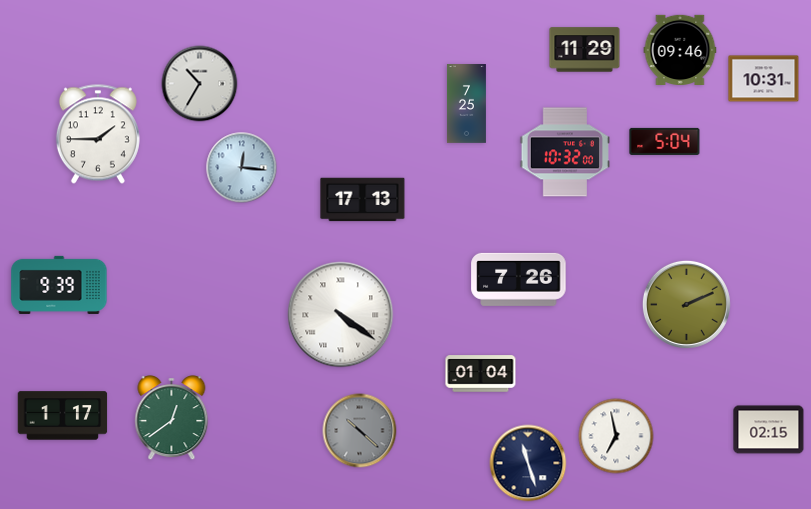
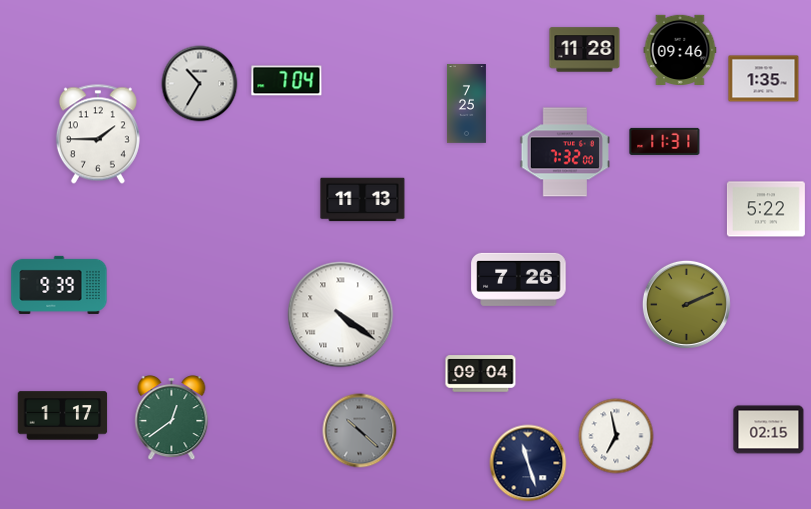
clock at (585, 50): 11:29 -> 11:28
clock at (764, 79): 10:31 -> 1:35
clock at (287, 81): none -> 7:04
clock at (665, 141): 5:04 -> 11:31
clock at (564, 152): 10:32 -> 7:32
clock at (242, 168): 12:16 -> none
clock at (363, 200): 17:13 -> 11:13
clock at (766, 209): none -> 5:22
clock at (481, 374): 01:04 -> 09:04
